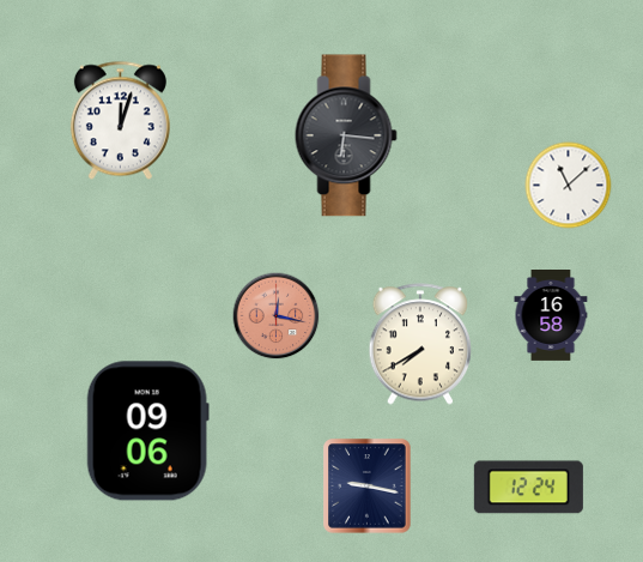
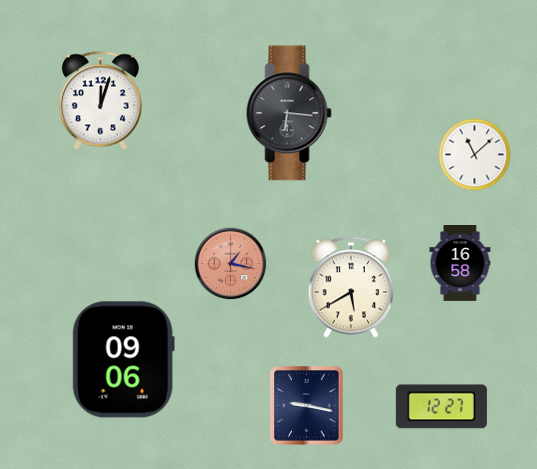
clock at (277, 316): 12:17 -> 1:17
clock at (420, 344): 7:40 -> 5:40
clock at (528, 488): 12:24 -> 12:27
